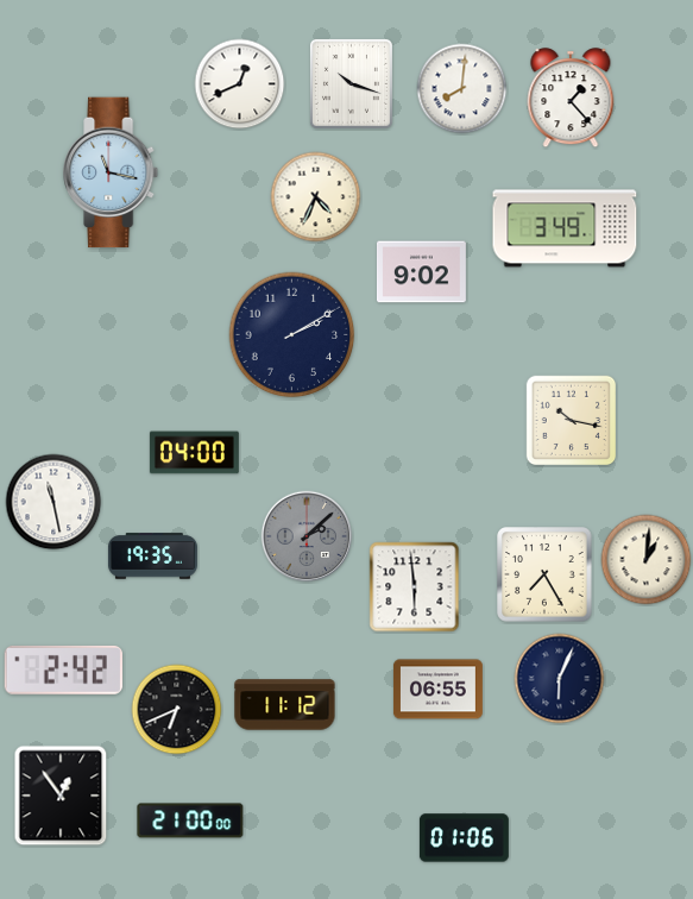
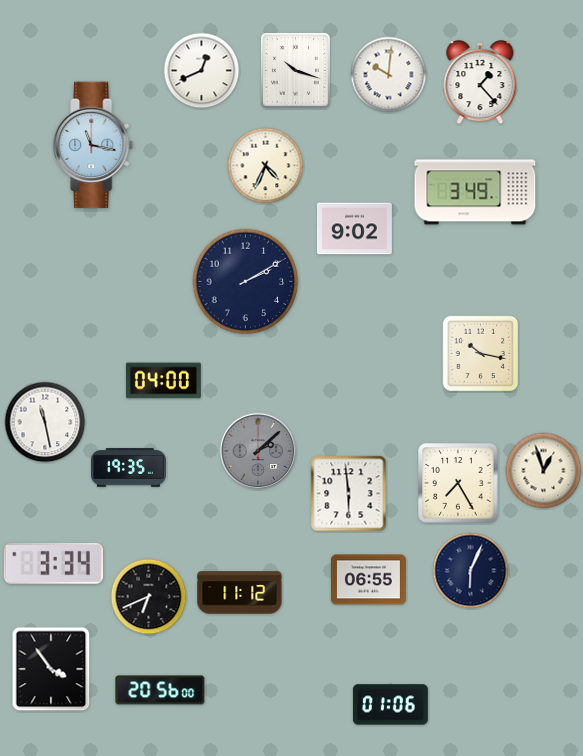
clock at (462, 89): 8:01 -> 10:01
clock at (647, 560): 1:01 -> 12:57
clock at (63, 669): 2:42 -> 3:34
clock at (61, 796): 12:54 -> 3:54
clock at (190, 821): 21:00 -> 20:56
